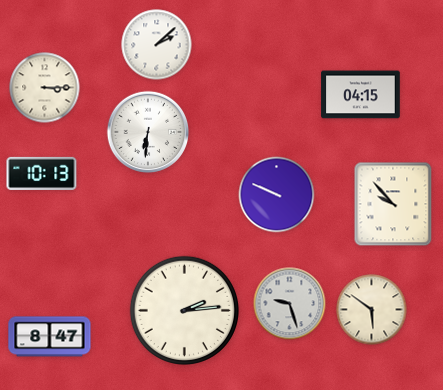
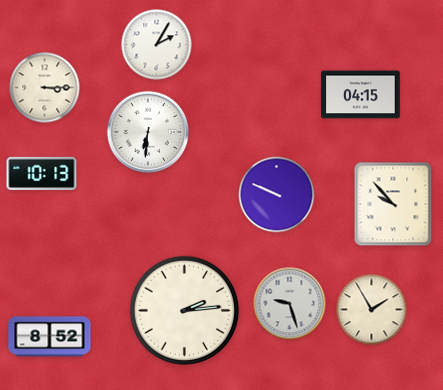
clock at (157, 45): 2:08 -> 2:05
clock at (372, 310): 5:51 -> 1:55
clock at (50, 337): 8:47 -> 8:52
